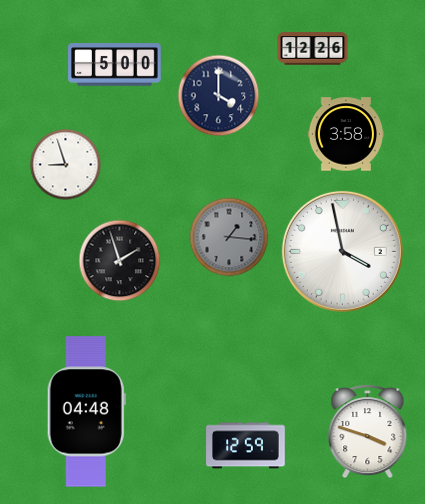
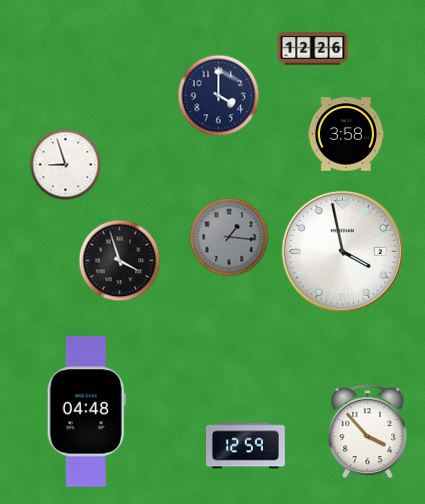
clock at (115, 65): 5:00 -> none
clock at (120, 261): 1:57 -> 3:57
clock at (368, 432): 3:48 -> 3:53
